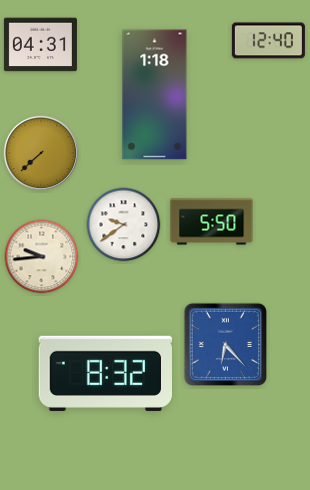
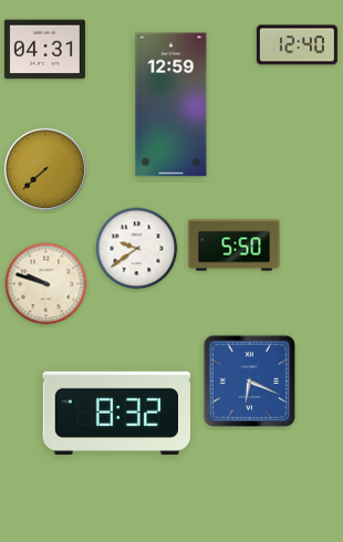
clock at (155, 95): 1:18 -> 12:59
clock at (42, 257): 9:44 -> 9:48
clock at (225, 344): 6:23 -> 6:19
